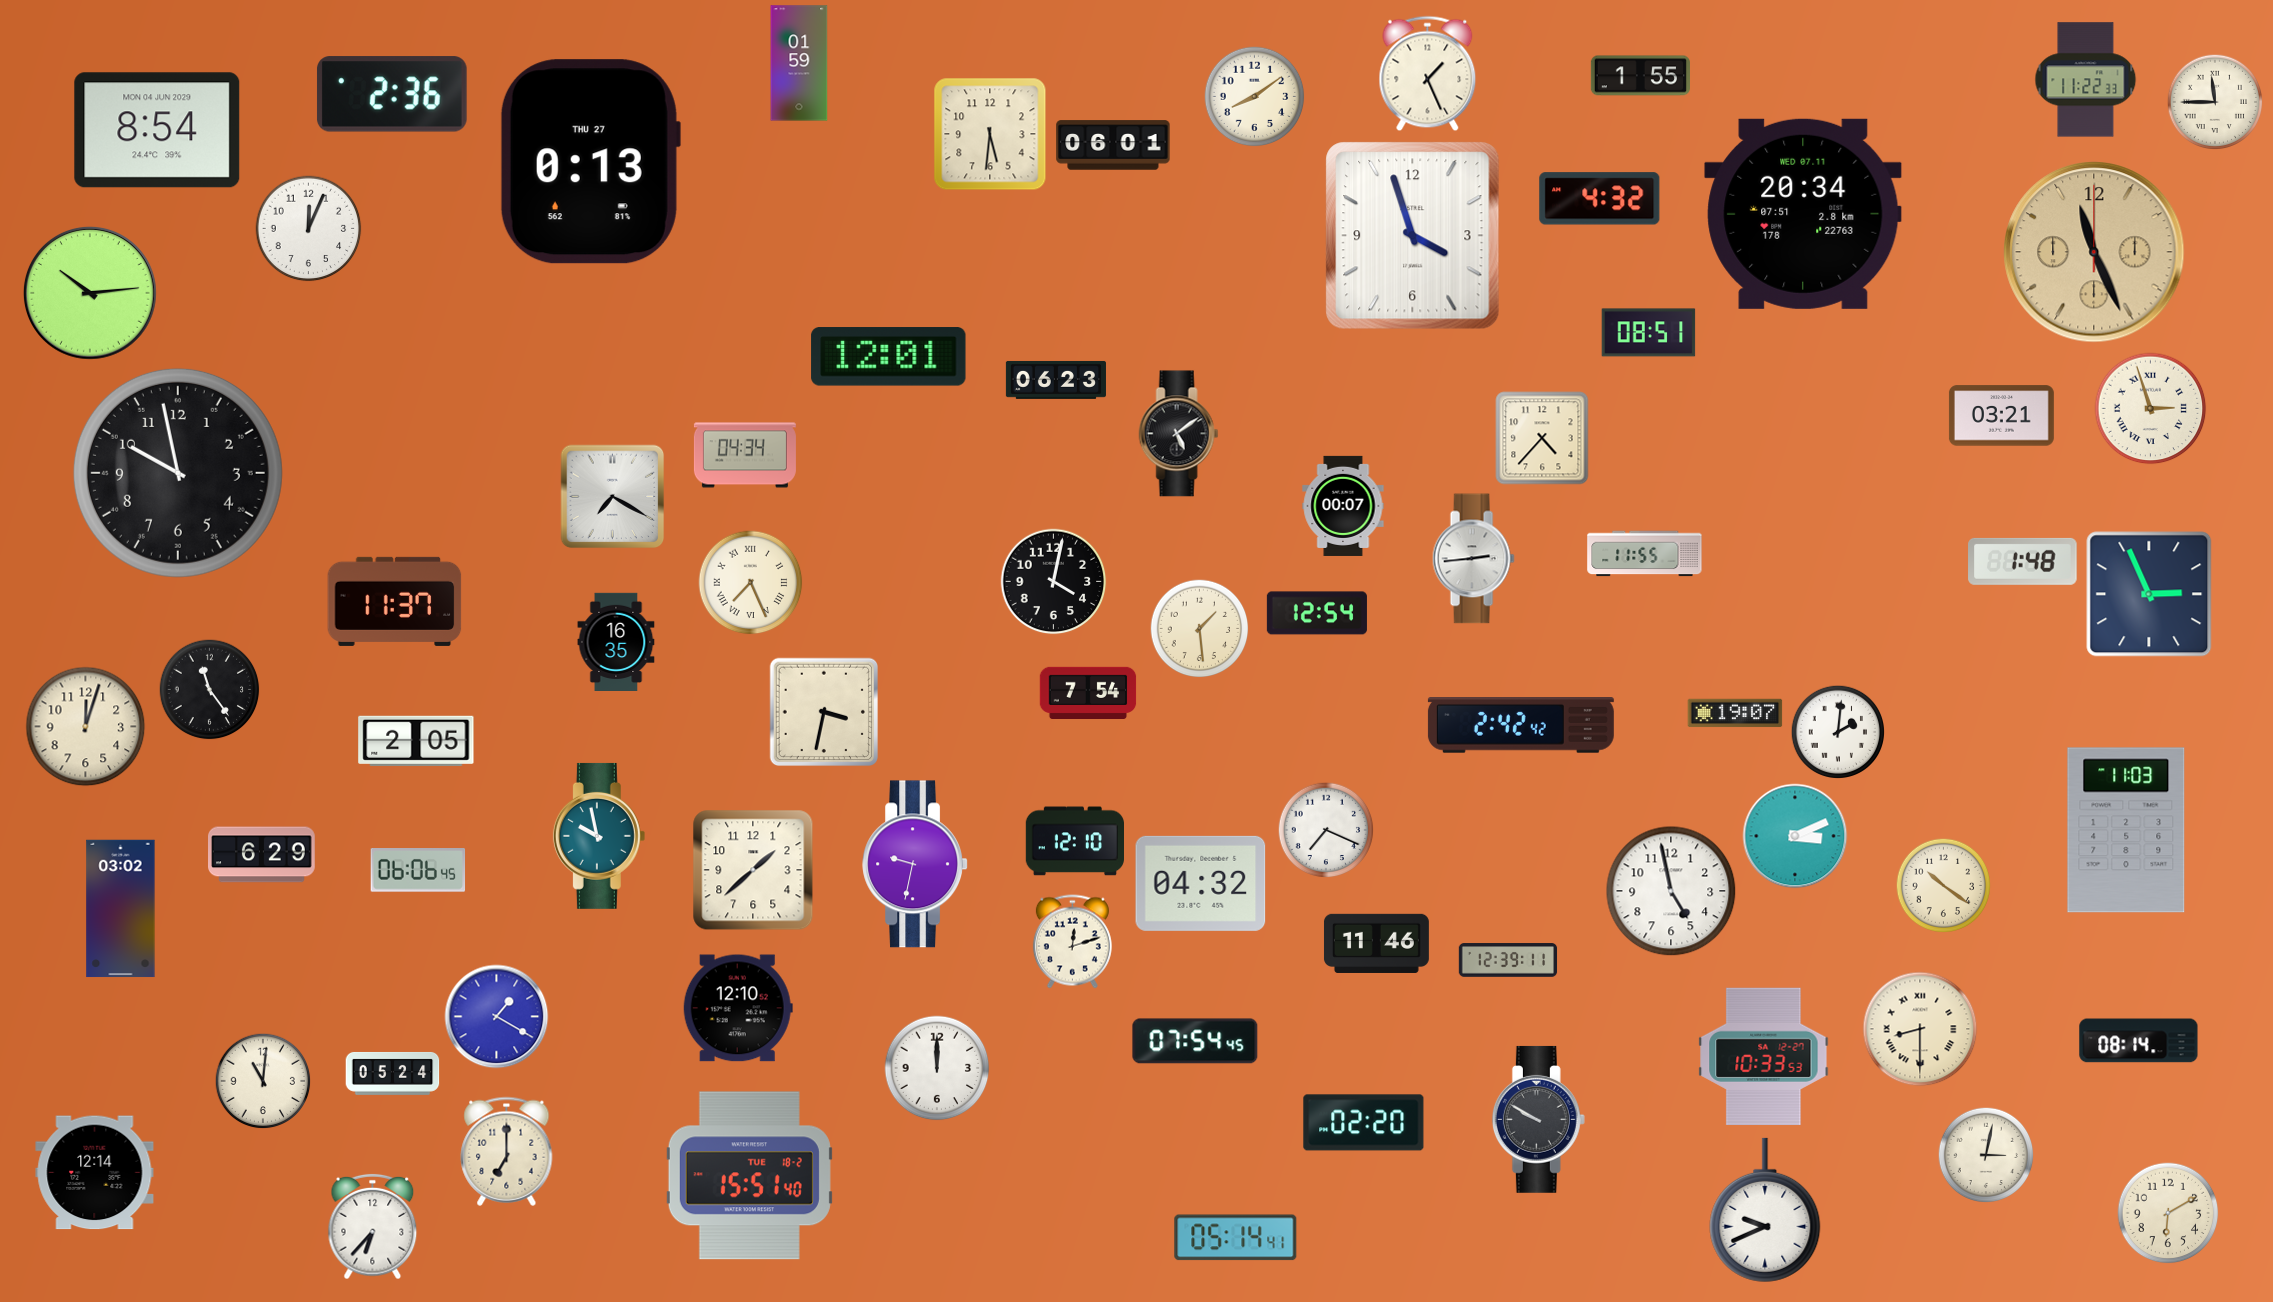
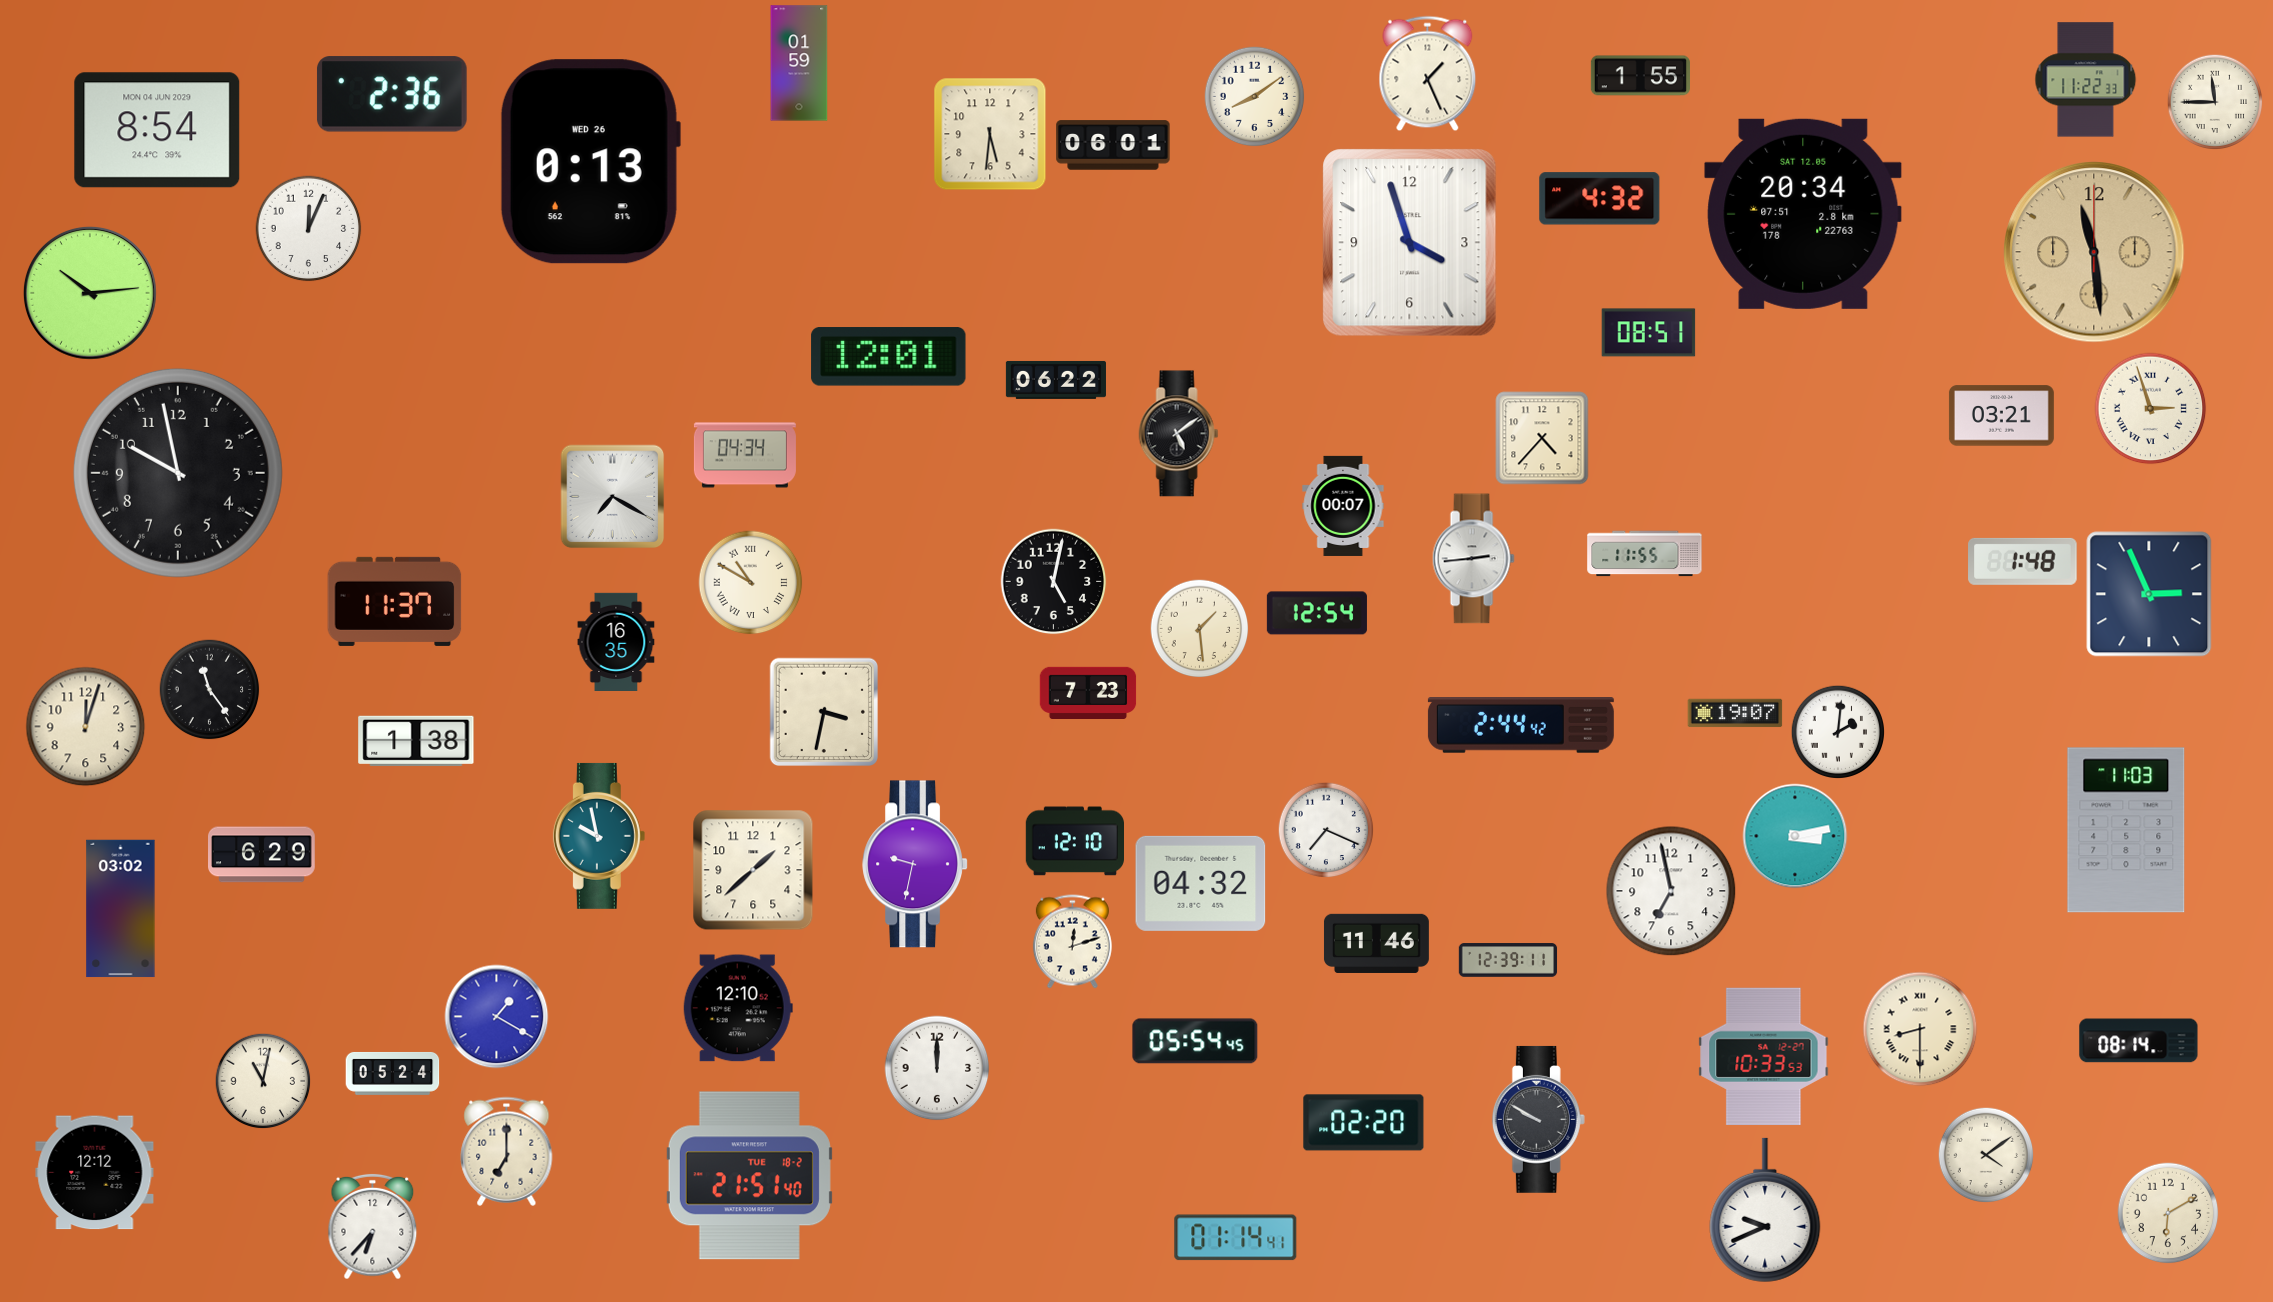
clock at (590, 162) date: THU 27 -> WED 26
clock at (1803, 214) date: WED 07.11 -> SAT 12.05
clock at (1413, 236) position: (1413, 236) -> (1410, 243)
clock at (2094, 252): 11:26 -> 11:29
clock at (1056, 380): 06:23 -> 06:22
clock at (1054, 582): 4:02 -> 5:02
clock at (751, 583): 7:26 -> 10:50
clock at (1088, 692): 7:54 -> 7:23
clock at (1521, 726): 2:42 -> 2:44
clock at (416, 741): 2:05 -> 1:38
clock at (1795, 836): 3:11 -> 3:13
clock at (418, 871): 06:06 -> none
clock at (1943, 885): 10:21 -> none
clock at (1671, 891): 4:58 -> 6:58
clock at (1195, 1041): 07:54 -> 05:54
clock at (263, 1081): 11:01 -> 11:02
clock at (1986, 1155): 3:02 -> 4:09
clock at (95, 1173): 12:14 -> 12:12
clock at (749, 1176): 15:51 -> 21:51
clock at (1236, 1238): 05:14 -> 01:14
